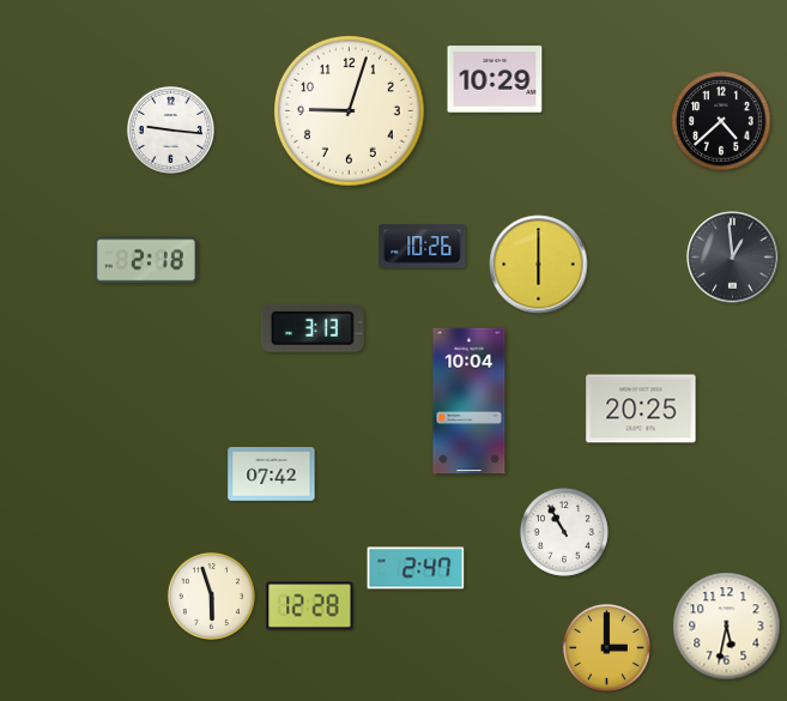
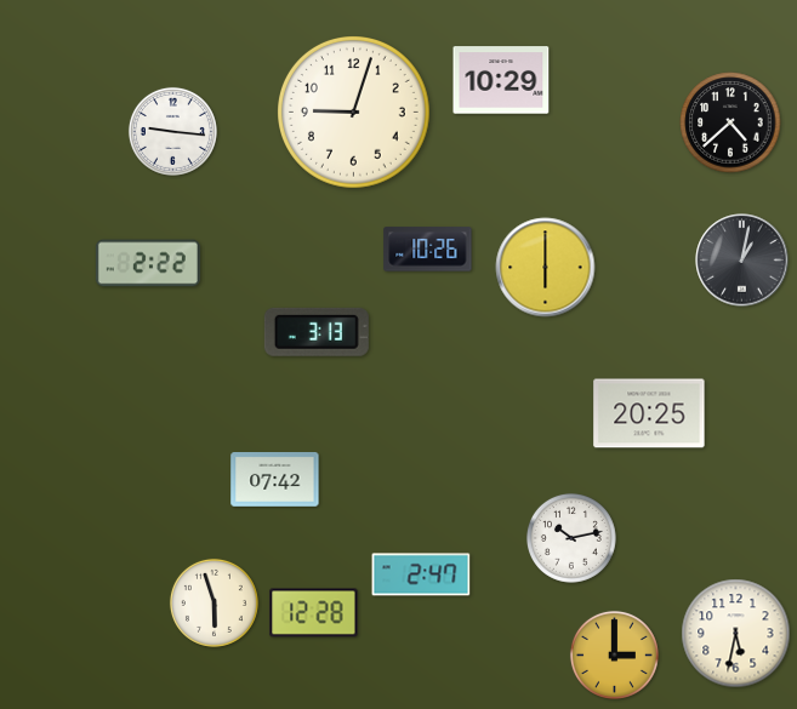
clock at (733, 258): 12:59 -> 1:02
clock at (146, 260): 2:18 -> 2:22
clock at (470, 401): 10:04 -> none
clock at (564, 532): 10:55 -> 10:13
